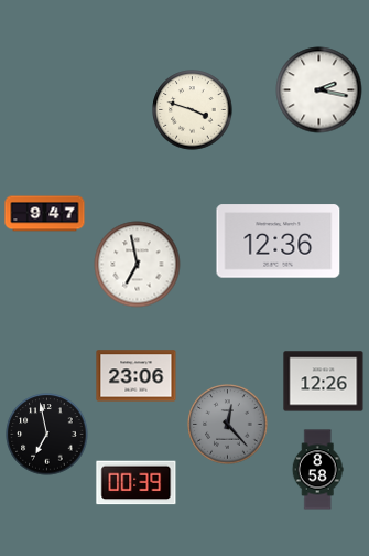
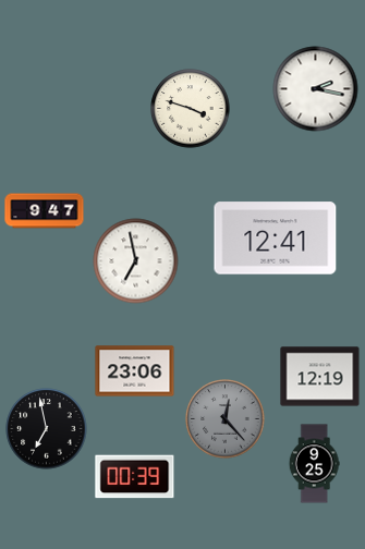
clock at (279, 242): 12:36 -> 12:41
clock at (324, 382): 12:26 -> 12:19
clock at (317, 470): 8:58 -> 9:25
